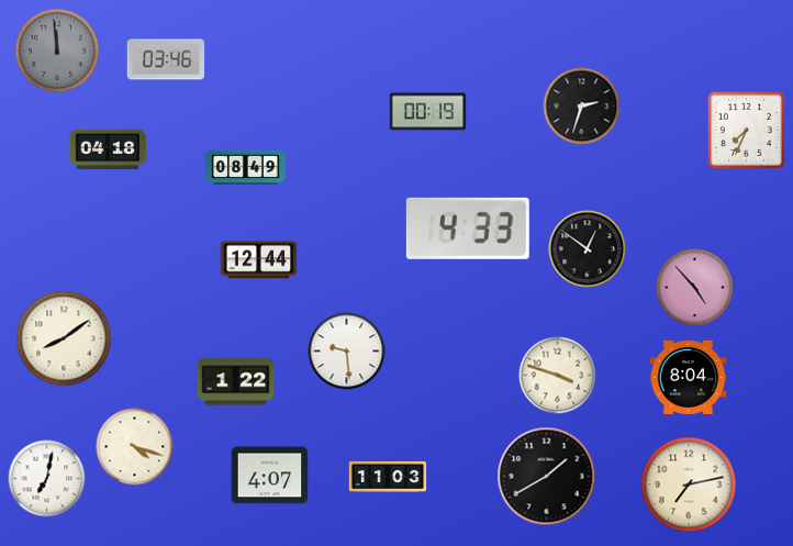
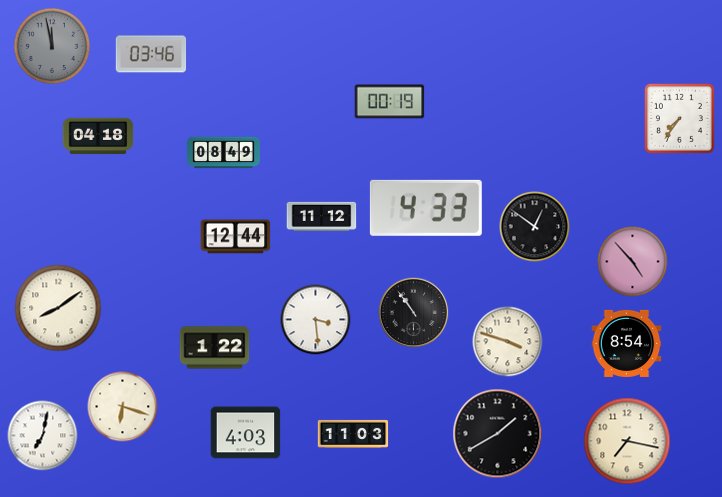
clock at (56, 49): 11:59 -> 11:58
clock at (582, 107): 2:33 -> none
clock at (746, 130): 7:34 -> 7:36
clock at (322, 216): none -> 11:12
clock at (414, 313): none -> 10:54
clock at (347, 352): 9:29 -> 3:29
clock at (689, 377): 8:04 -> 8:54
clock at (135, 447): 4:18 -> 6:18
clock at (270, 476): 4:07 -> 4:03
clock at (689, 484): 7:13 -> 7:17
